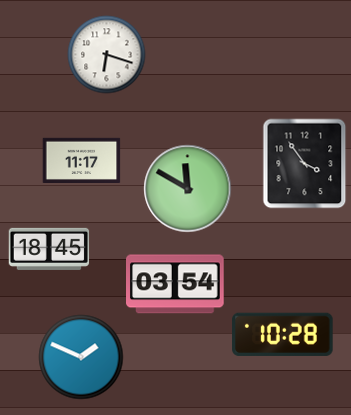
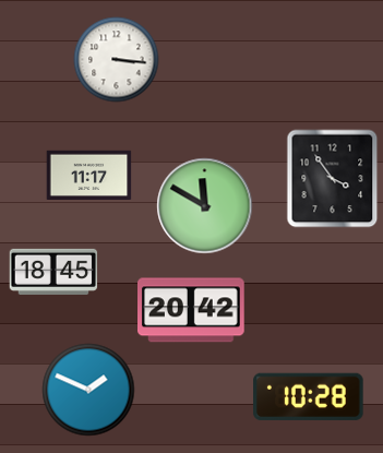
clock at (106, 54): 6:18 -> 3:16
clock at (176, 284): 03:54 -> 20:42
clock at (283, 334) position: (283, 334) -> (309, 396)
